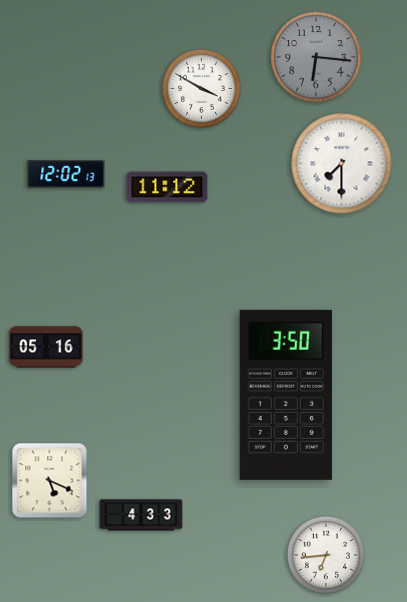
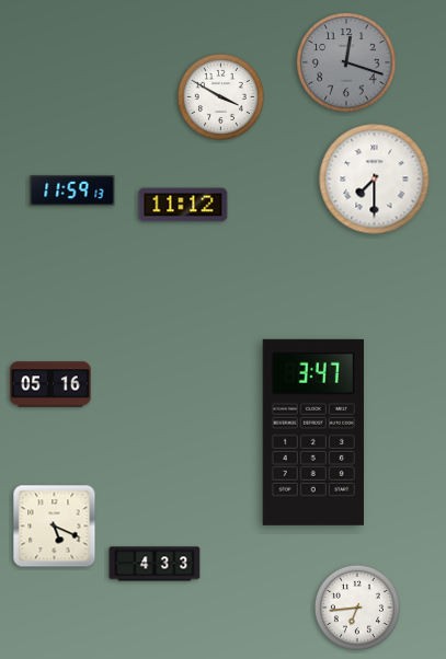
clock at (316, 57): 6:16 -> 12:18
clock at (66, 174): 12:02 -> 11:59
clock at (46, 347) position: (46, 347) -> (50, 384)
clock at (286, 395): 3:50 -> 3:47
